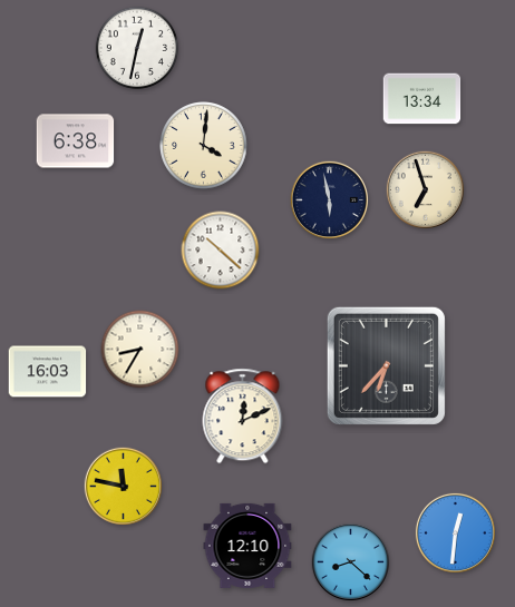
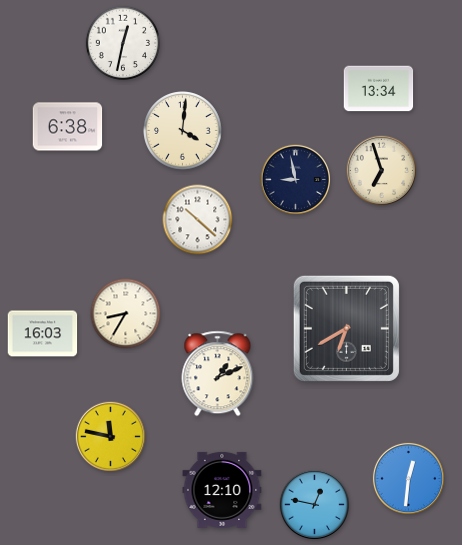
clock at (329, 199): 5:58 -> 8:58
clock at (221, 251) position: (221, 251) -> (198, 220)
clock at (386, 365): 6:37 -> 6:40
clock at (243, 417): 12:11 -> 1:11
clock at (350, 561): 8:22 -> 12:47
